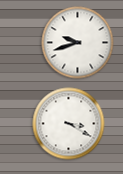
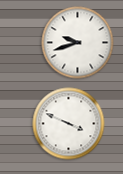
clock at (69, 124): 3:20 -> 3:49
